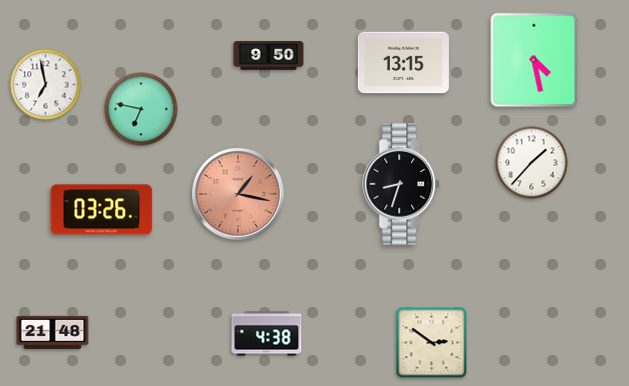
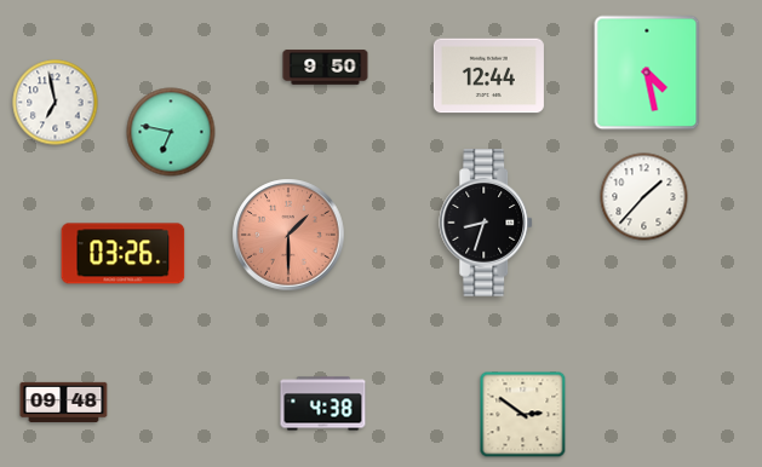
clock at (403, 63): 13:15 -> 12:44
clock at (238, 194): 1:17 -> 1:30
clock at (53, 332): 21:48 -> 09:48
